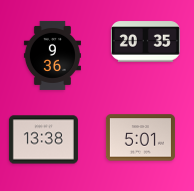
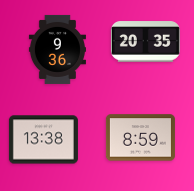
clock at (52, 55) position: (52, 55) -> (57, 49)
clock at (140, 138): 5:01 -> 8:59
